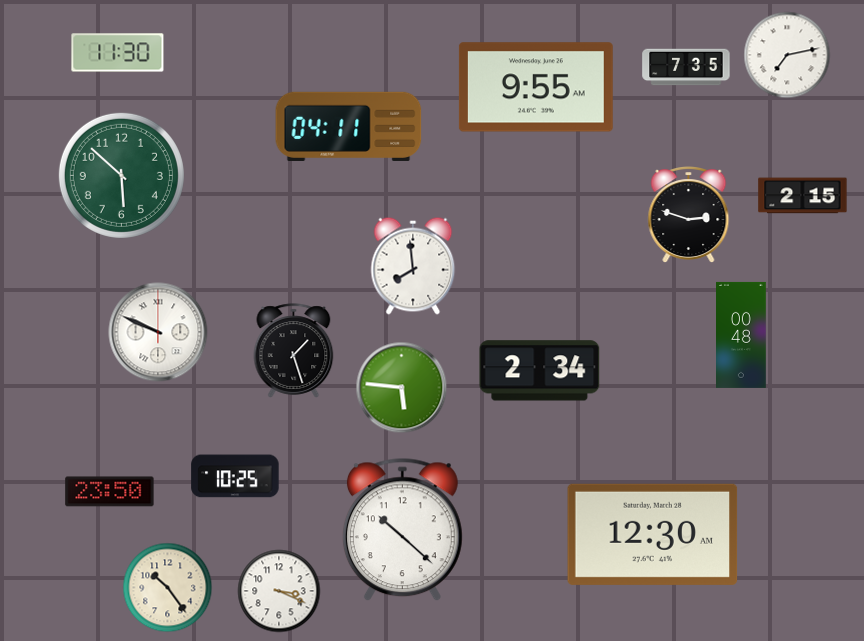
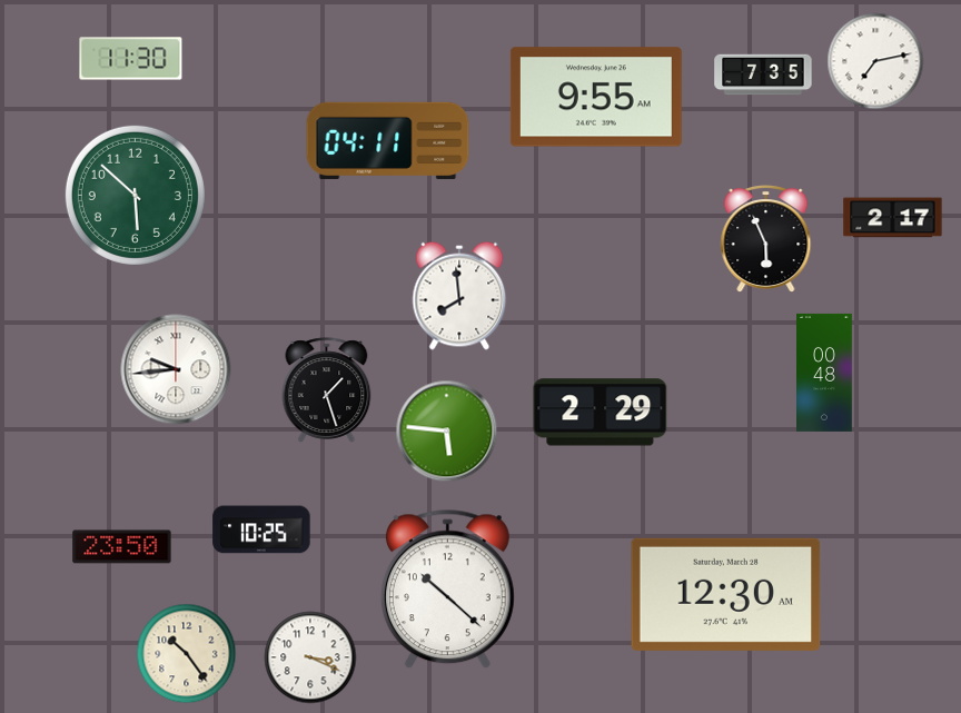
clock at (803, 196): 2:15 -> 2:17
clock at (689, 215): 2:48 -> 5:56
clock at (158, 332): 9:49 -> 9:44
clock at (540, 371): 2:34 -> 2:29
